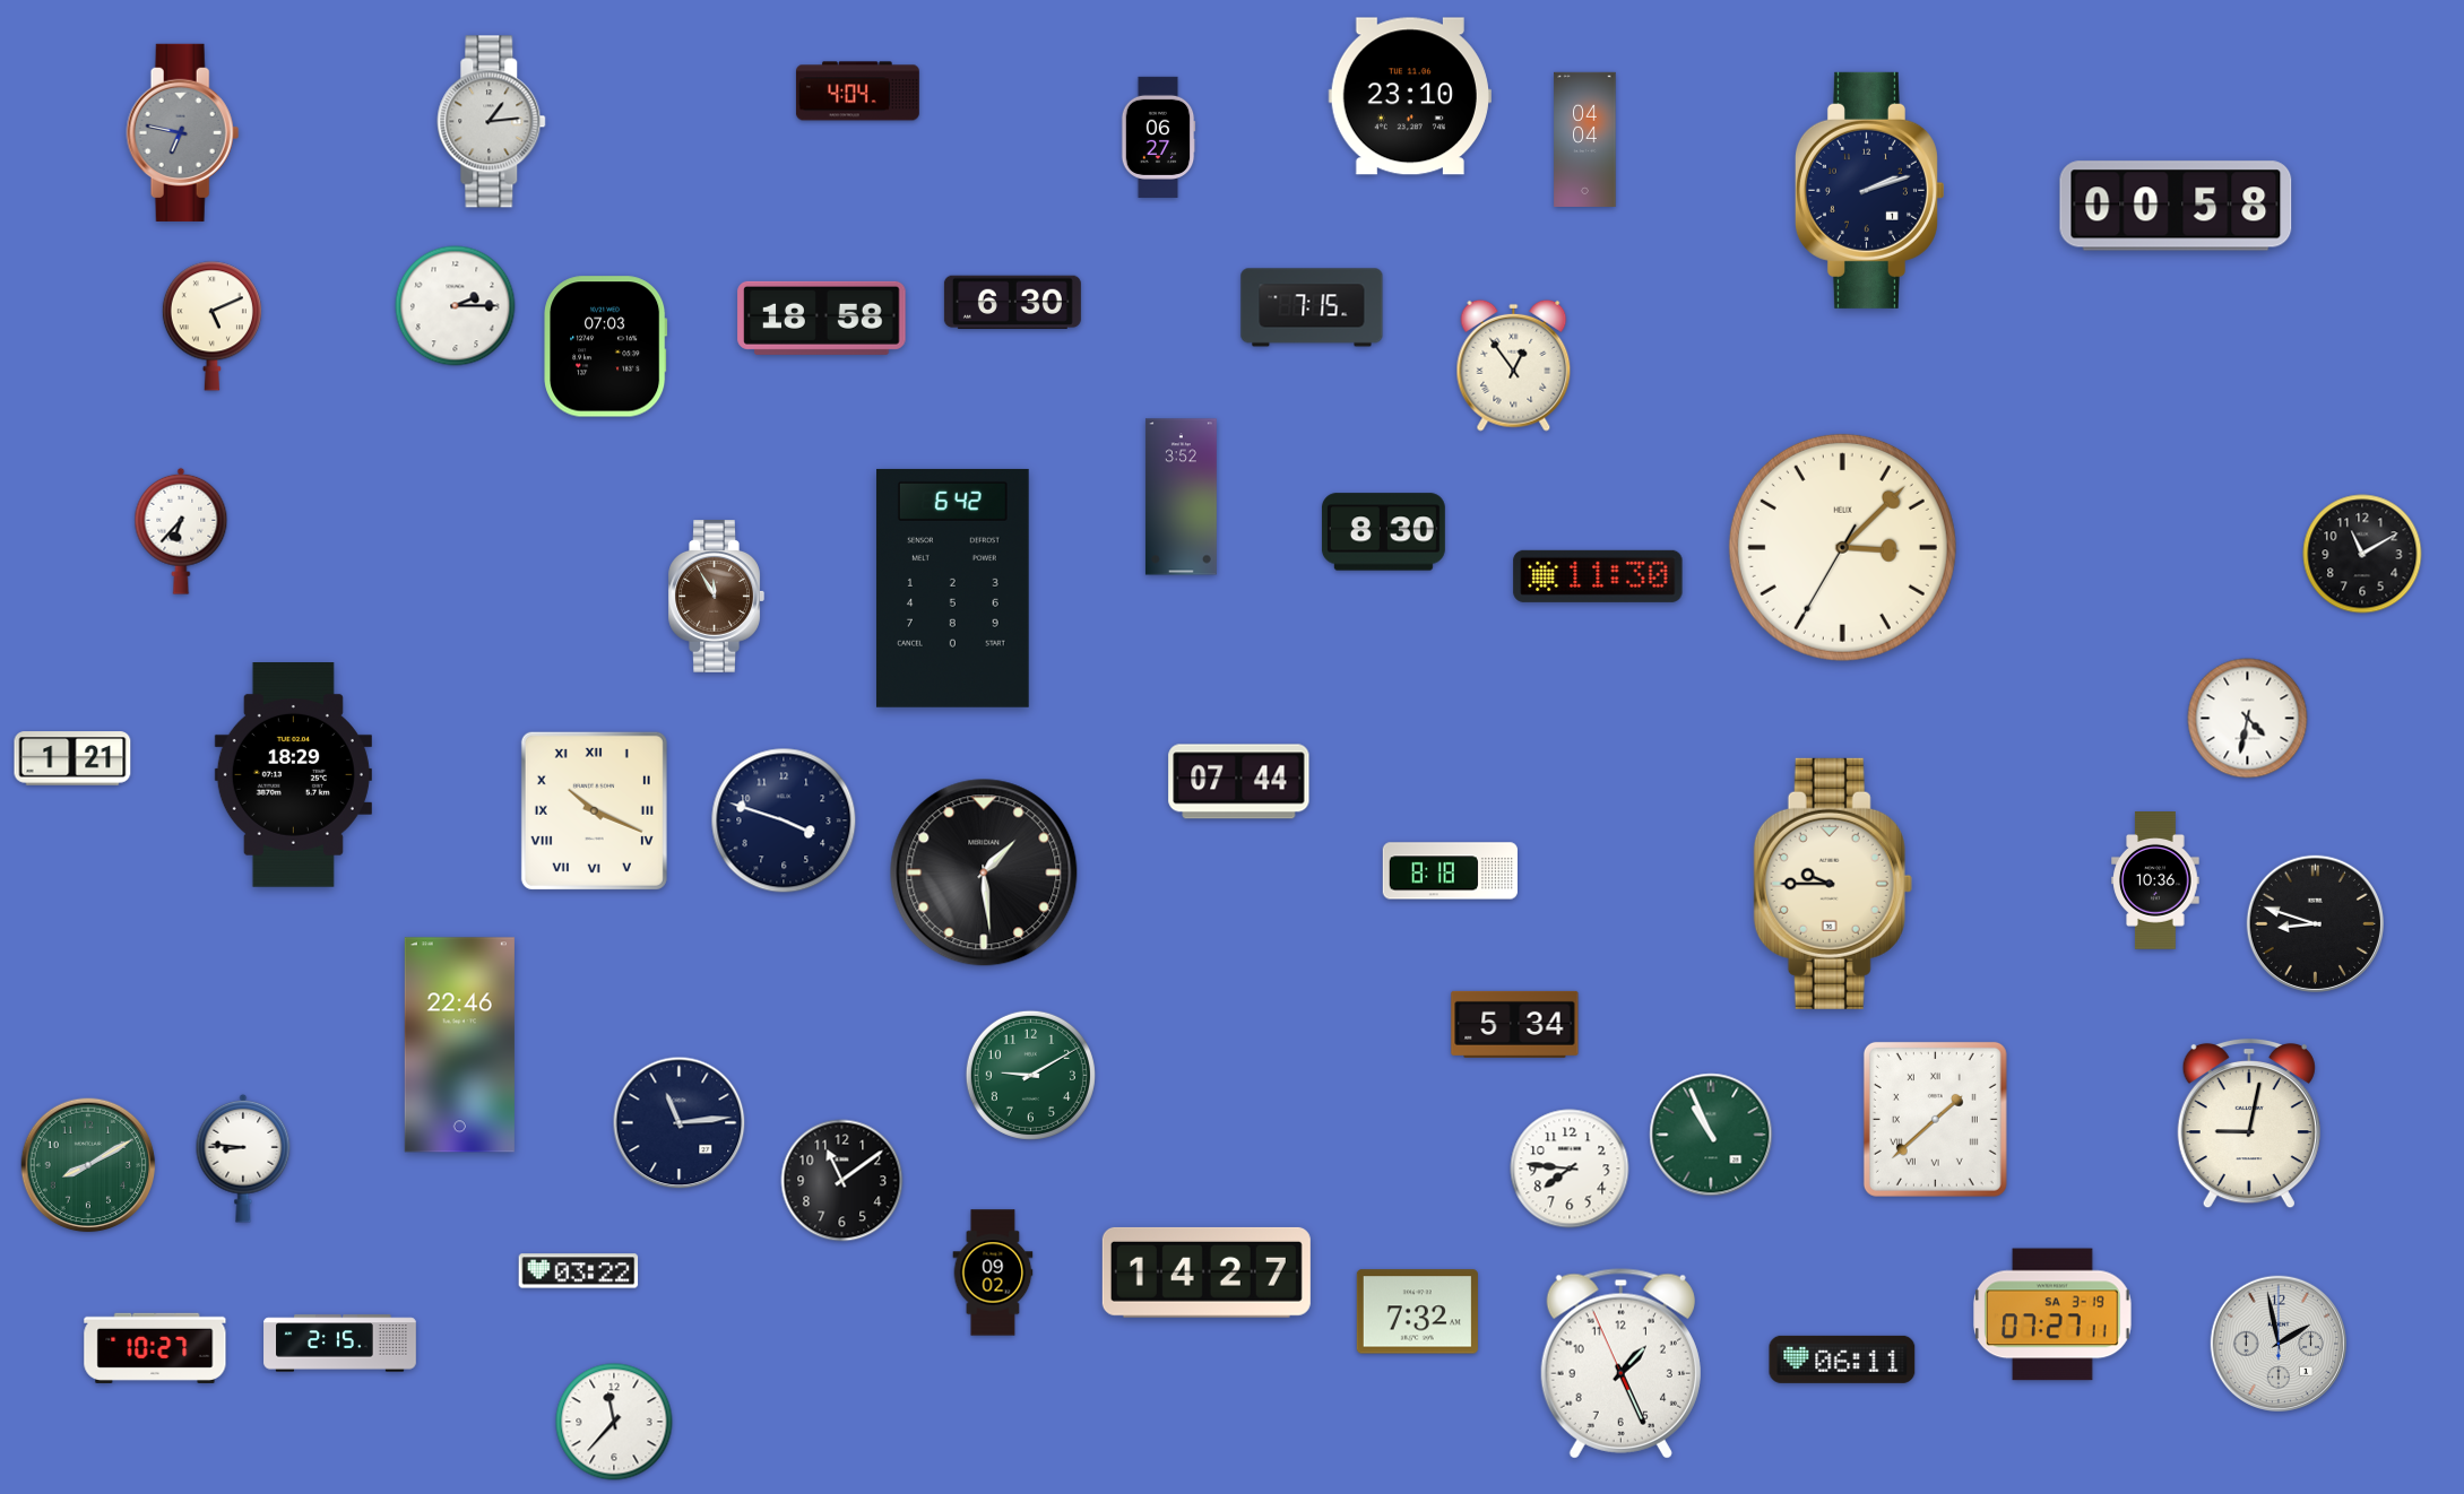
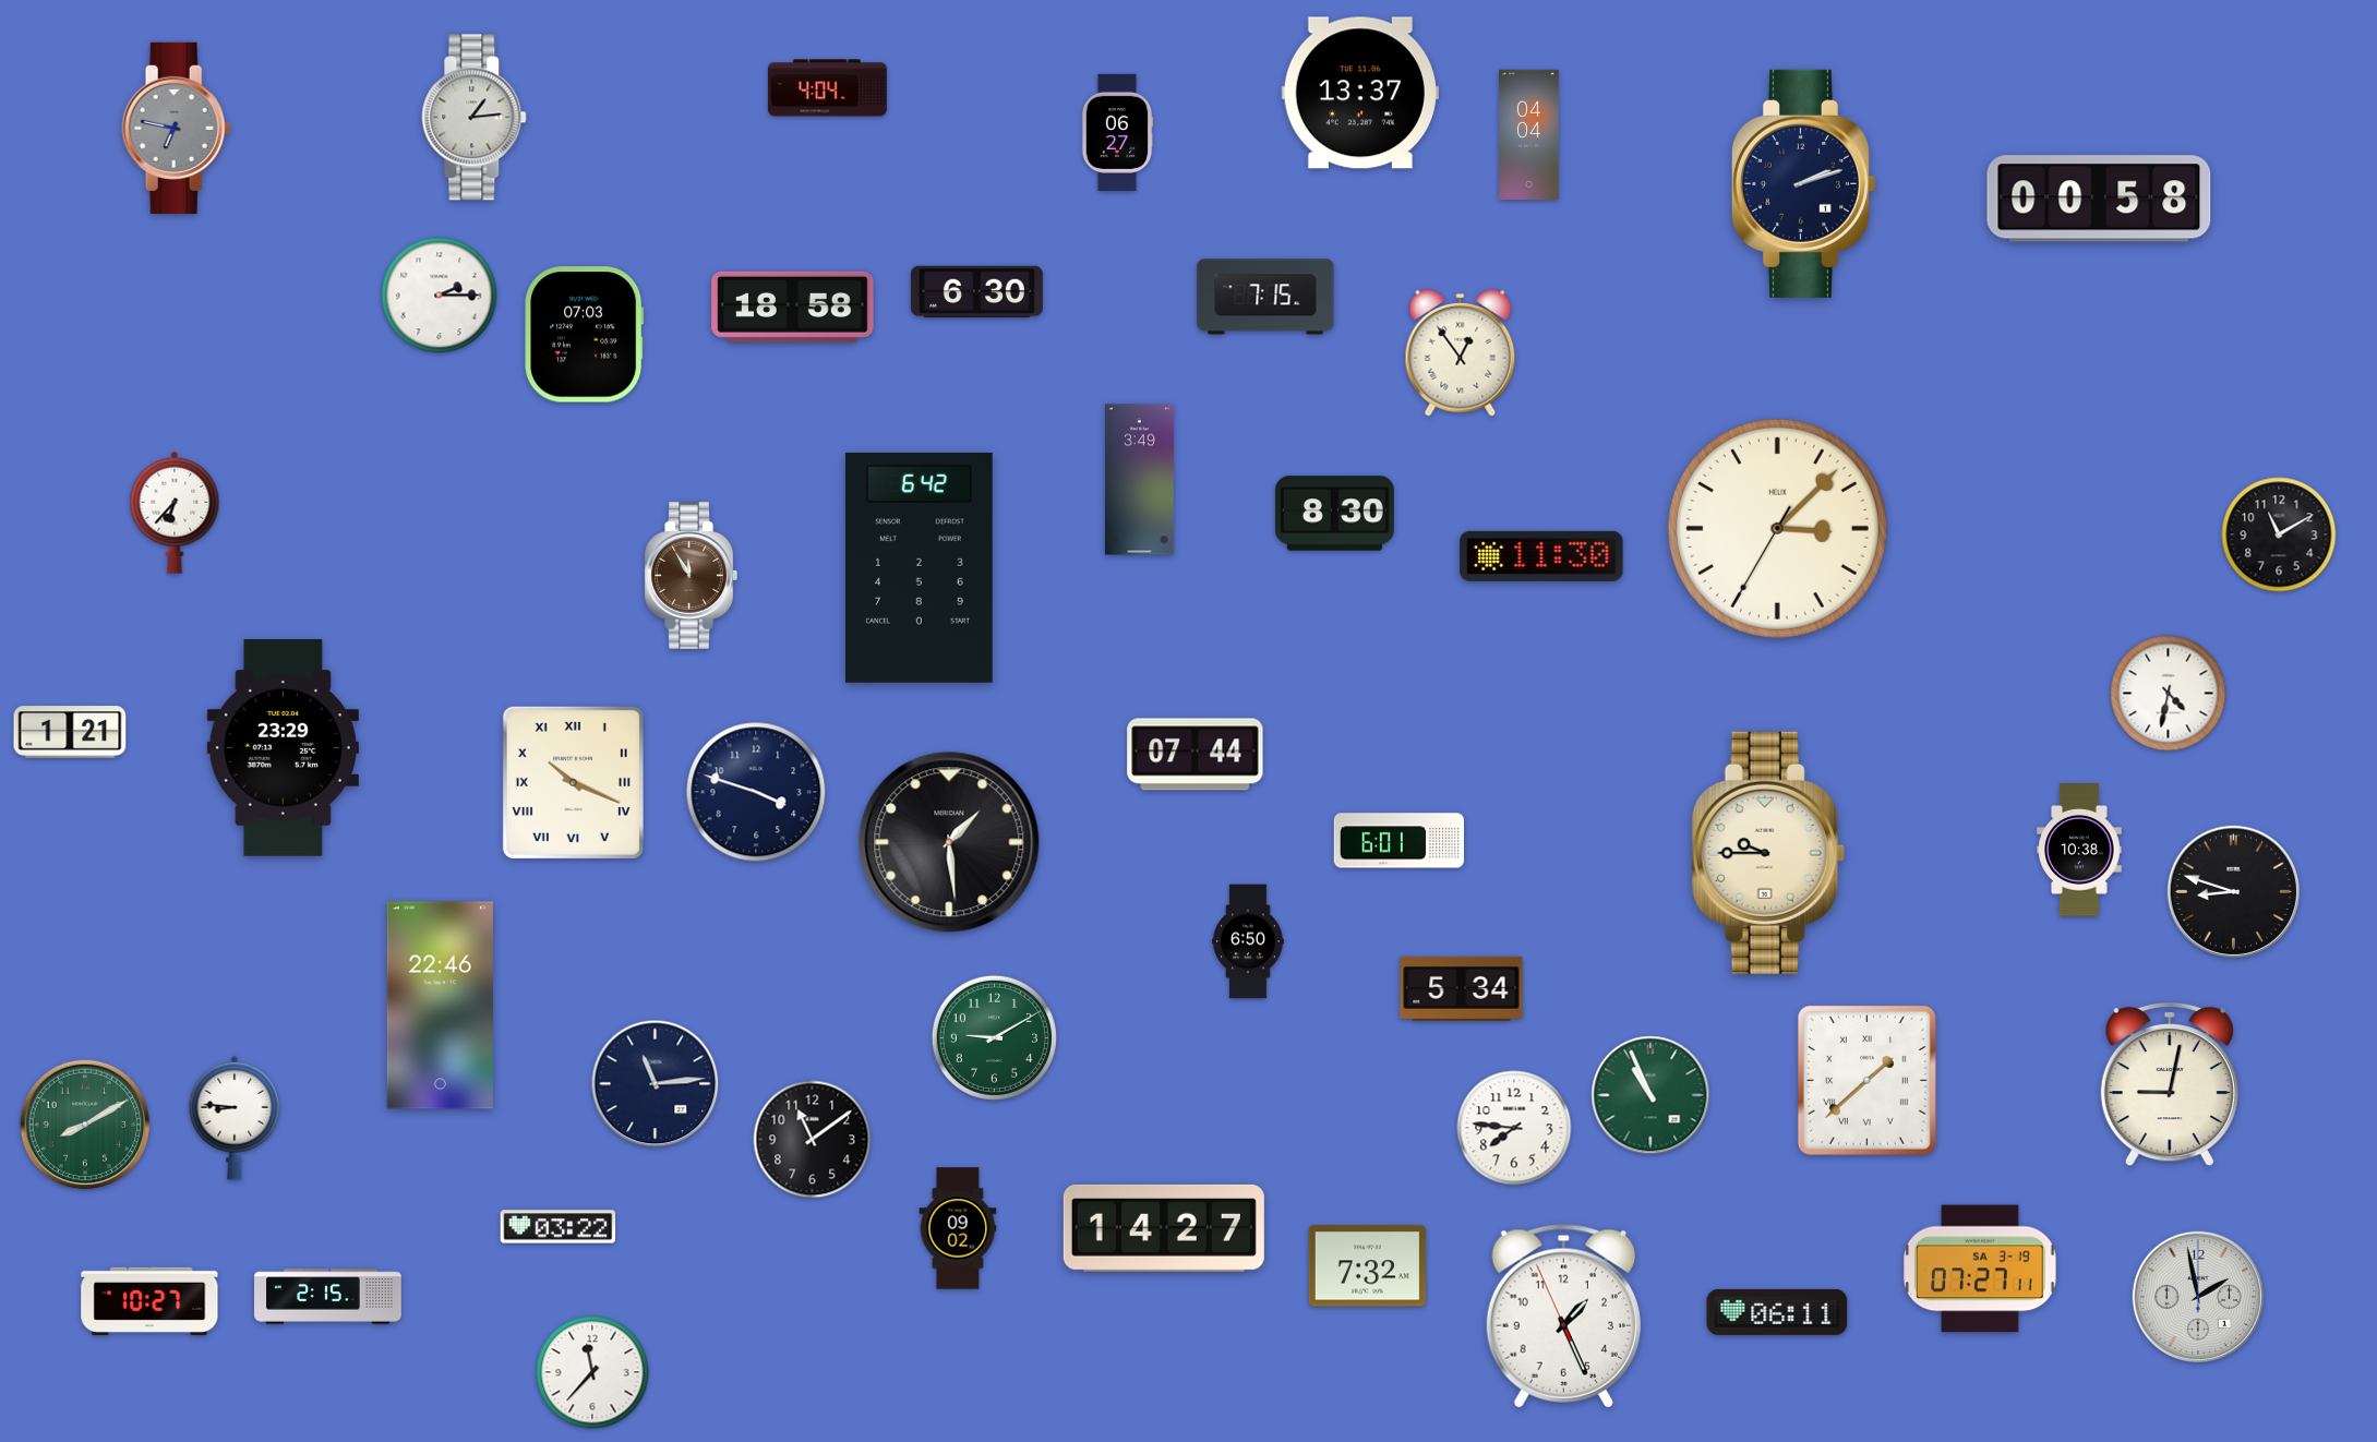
clock at (1410, 96): 23:10 -> 13:37
clock at (211, 327): 5:11 -> none
clock at (1181, 497): 3:52 -> 3:49
clock at (293, 775): 18:29 -> 23:29
clock at (1450, 871): 8:18 -> 6:01
clock at (2155, 881): 10:36 -> 10:38
clock at (1248, 941): none -> 6:50
clock at (459, 1045) position: (459, 1045) -> (440, 1006)
